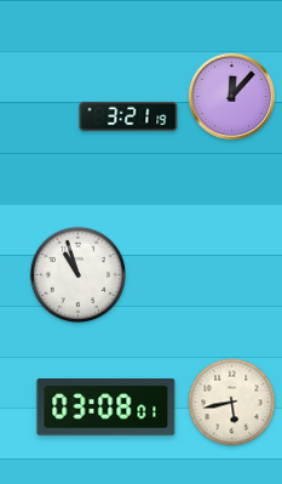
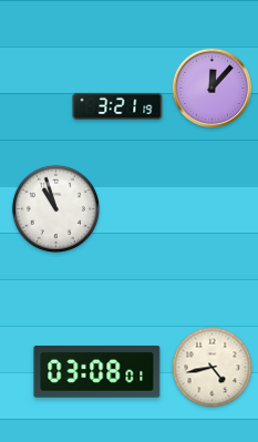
clock at (77, 274) position: (77, 274) -> (55, 208)
clock at (232, 403): 5:43 -> 4:43
